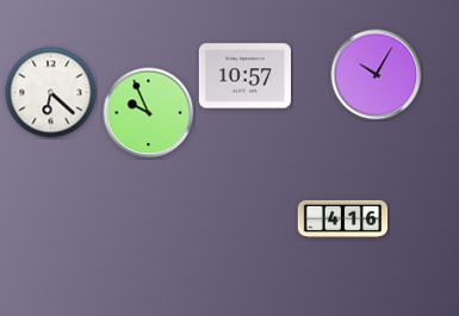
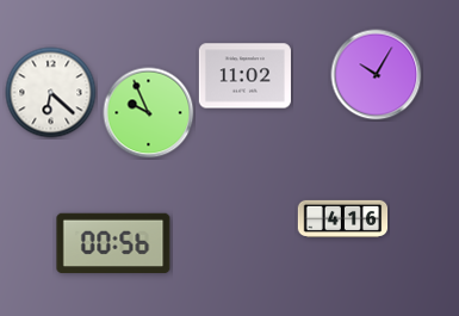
clock at (244, 76): 10:57 -> 11:02
clock at (113, 243): none -> 00:56
